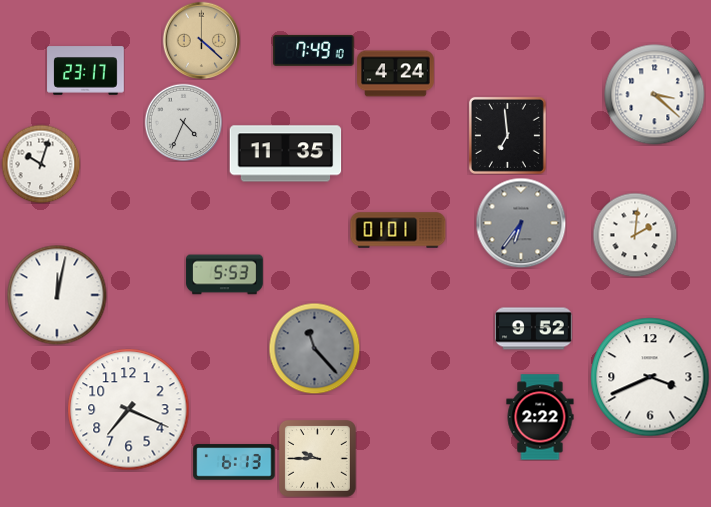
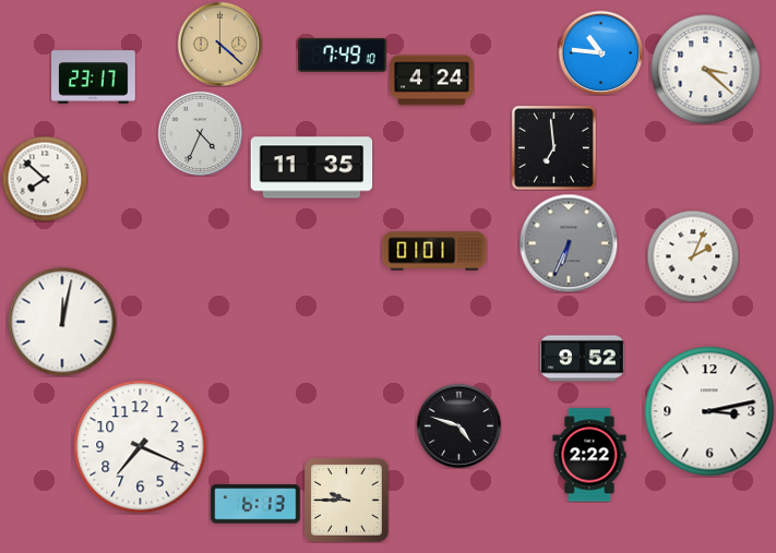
clock at (600, 52): none -> 10:46
clock at (655, 95) position: (655, 95) -> (706, 70)
clock at (41, 164): 10:03 -> 7:52
clock at (521, 223): 6:36 -> 6:34
clock at (635, 235): 2:01 -> 2:04
clock at (225, 275): 5:53 -> none
clock at (314, 348): 11:23 -> none
clock at (650, 377): 3:41 -> 3:13
clock at (458, 425): none -> 4:48
